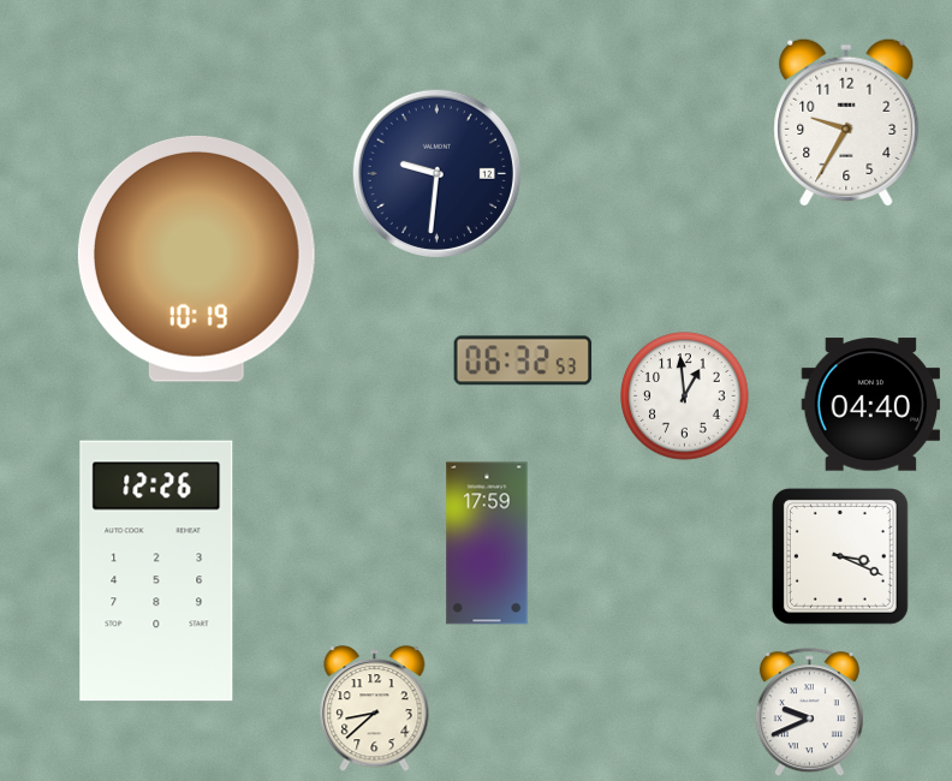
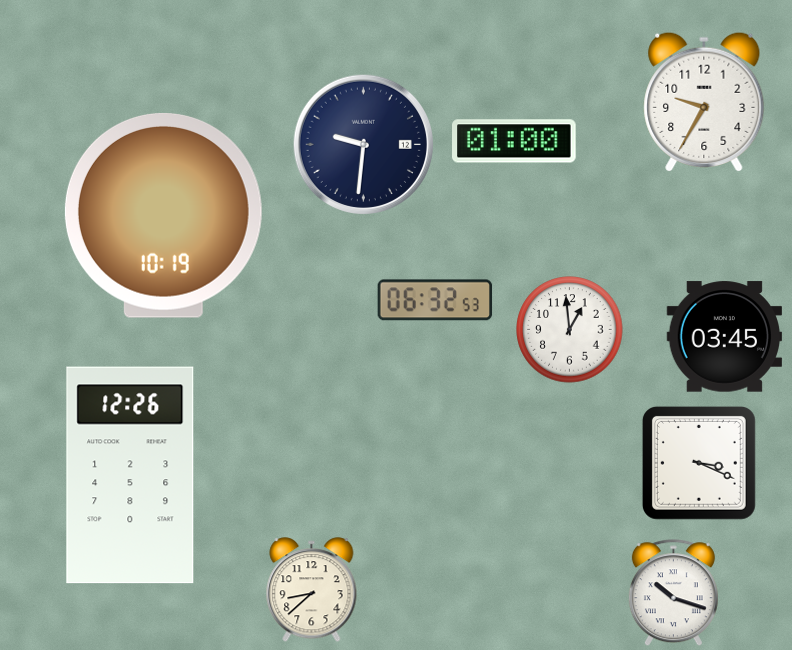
clock at (514, 141): none -> 01:00
clock at (870, 405): 04:40 -> 03:45
clock at (487, 543): 17:59 -> none
clock at (809, 713): 9:41 -> 10:18
